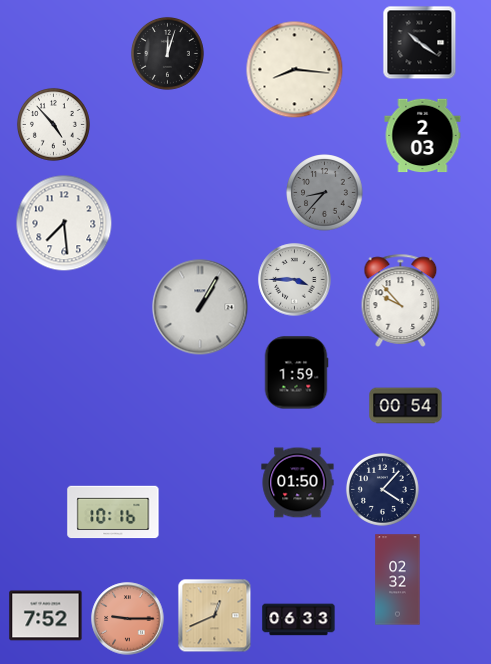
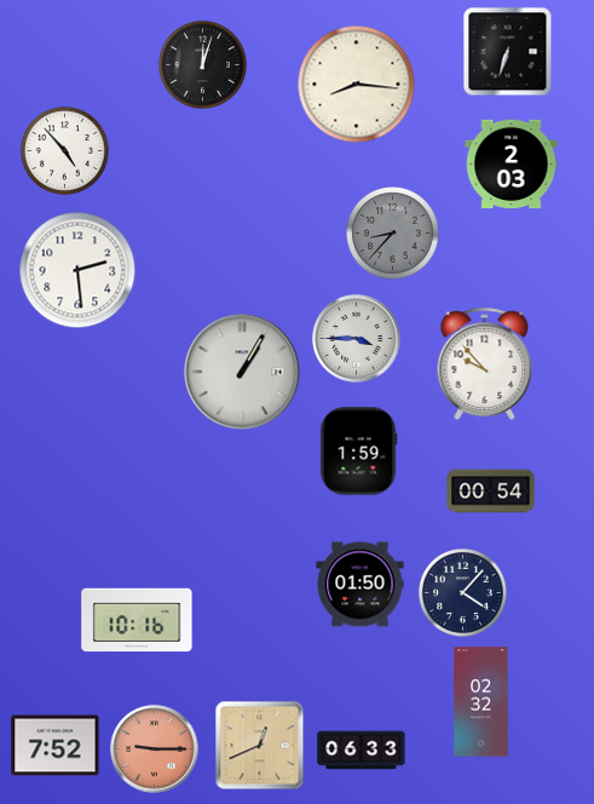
clock at (420, 43): 10:21 -> 6:33
clock at (64, 223): 7:29 -> 2:29
